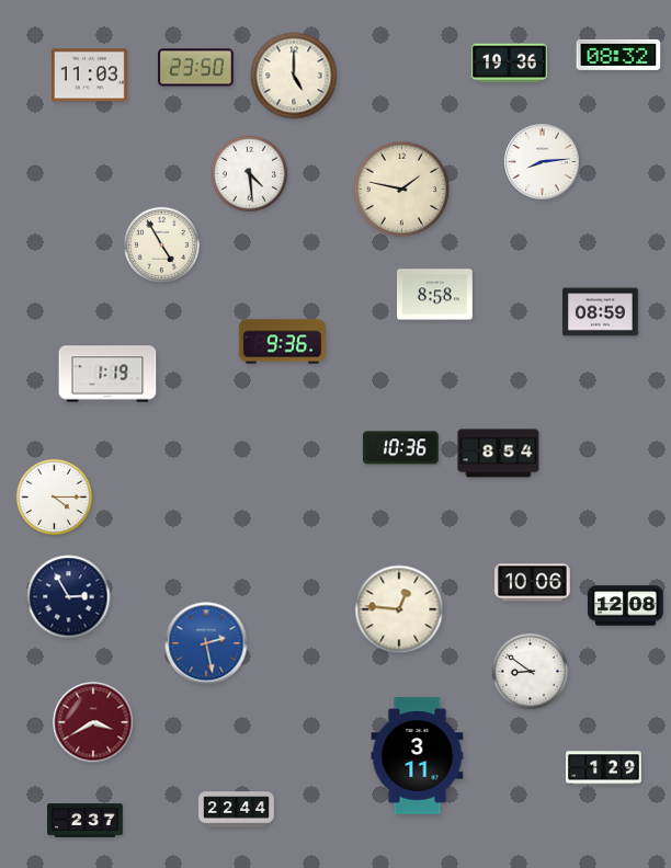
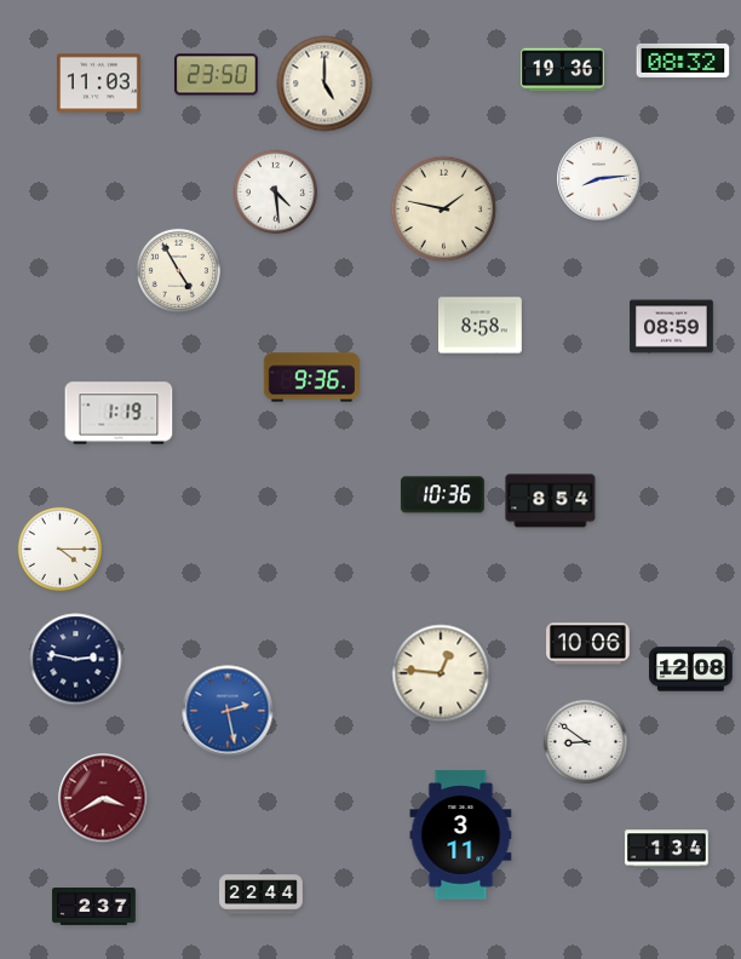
clock at (601, 312) position: (601, 312) -> (672, 327)
clock at (69, 597): 2:55 -> 2:47
clock at (604, 768): 1:29 -> 1:34
